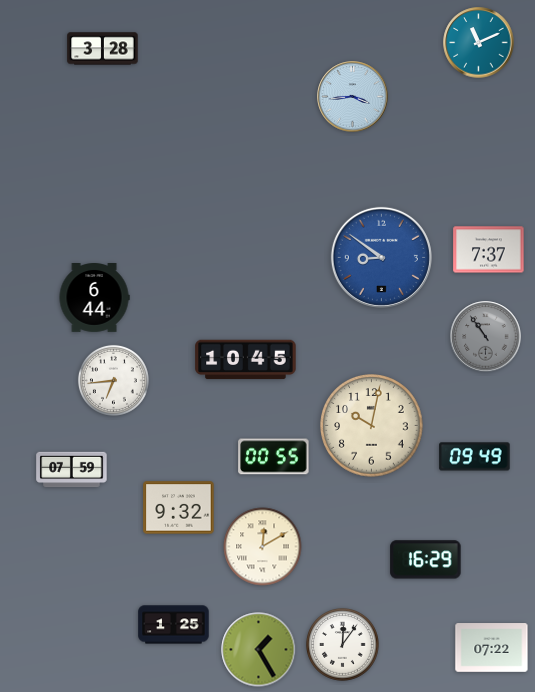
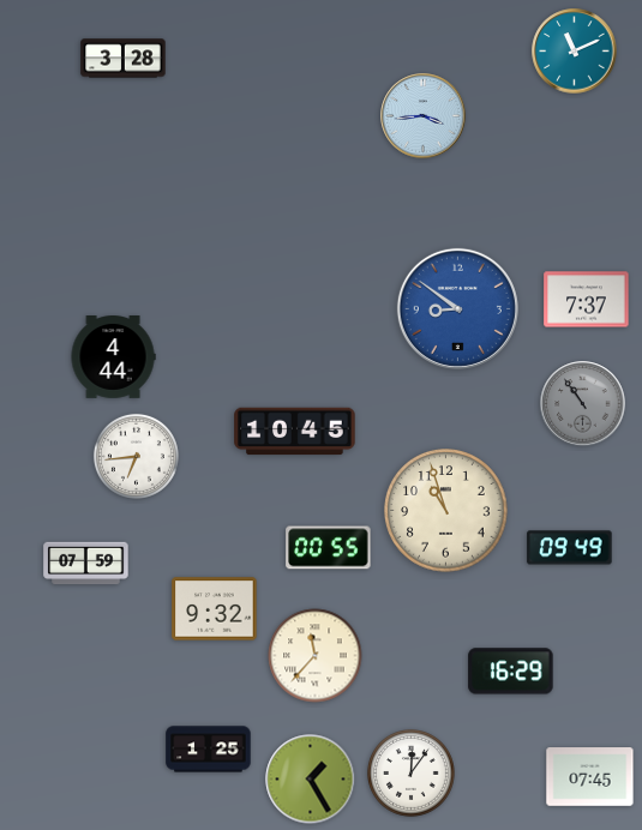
clock at (94, 298): 6:44 -> 4:44
clock at (372, 426): 10:02 -> 10:57
clock at (263, 547): 12:10 -> 11:37
clock at (492, 648): 07:22 -> 07:45
